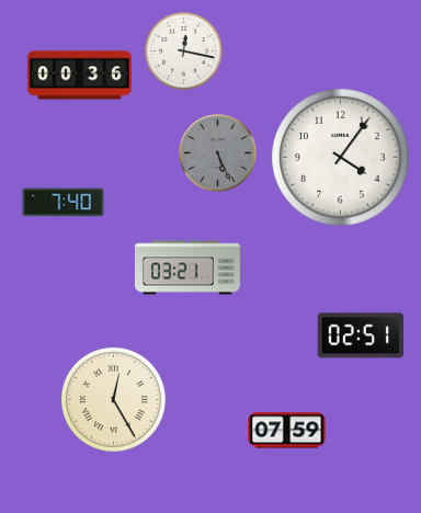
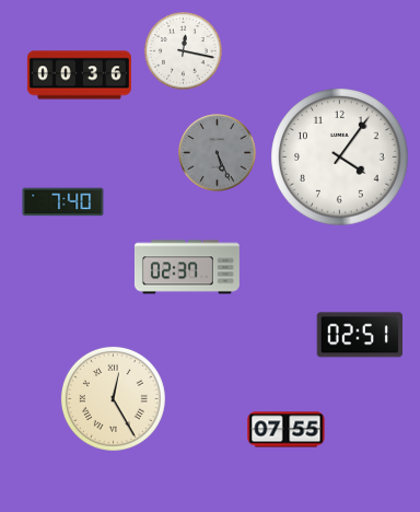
clock at (187, 267): 03:21 -> 02:37
clock at (287, 431): 07:59 -> 07:55
